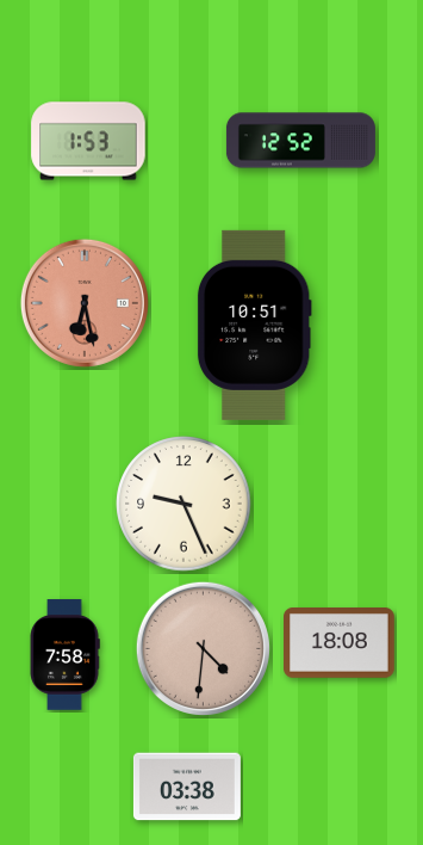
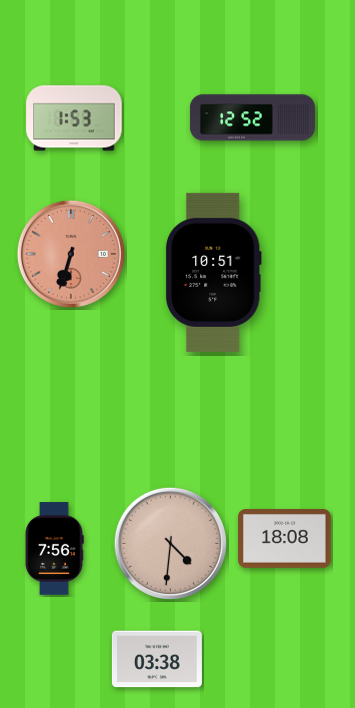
clock at (85, 303): 6:28 -> 6:33
clock at (183, 504): 9:26 -> none
clock at (64, 655): 7:58 -> 7:56
